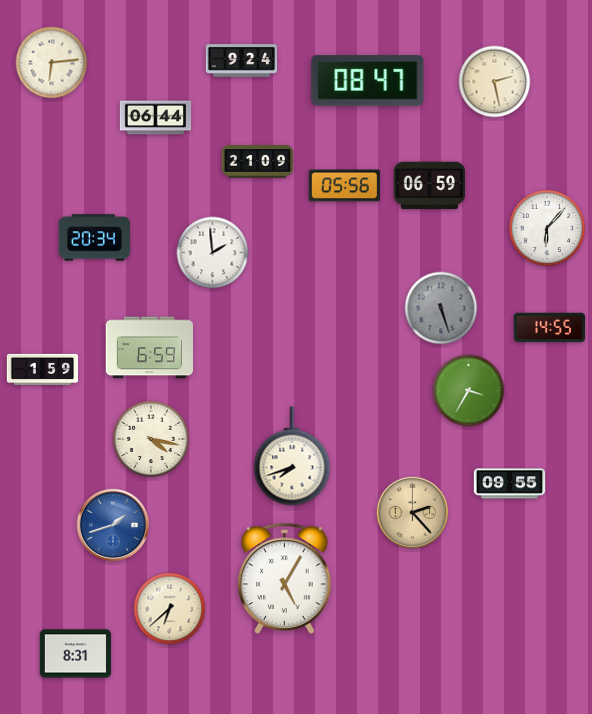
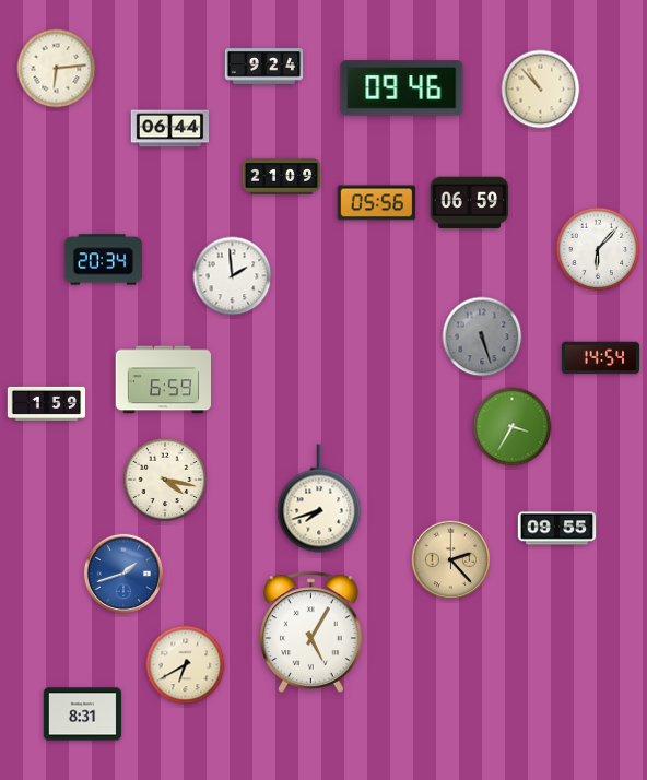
clock at (368, 81): 08:47 -> 09:46
clock at (495, 82): 2:28 -> 10:53
clock at (550, 328): 14:55 -> 14:54
clock at (170, 609): 6:38 -> 6:40
